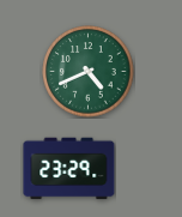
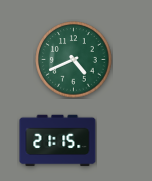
clock at (69, 169): 23:29 -> 21:15
